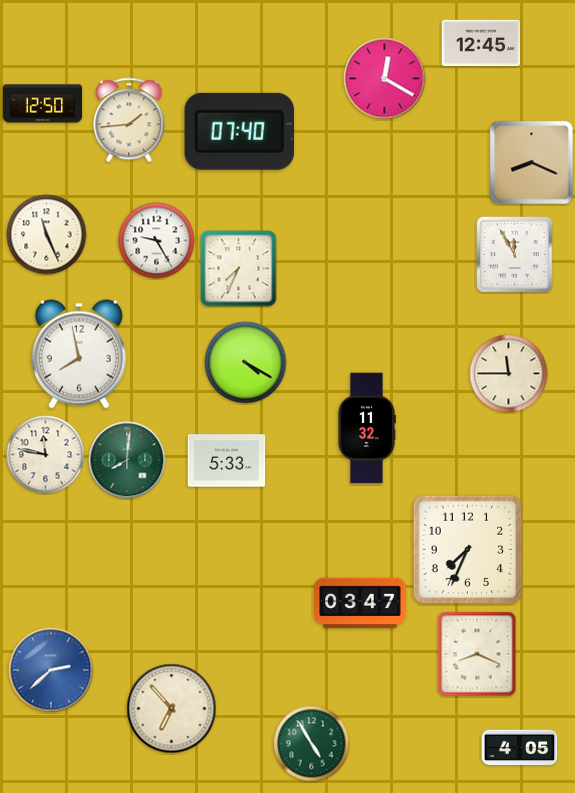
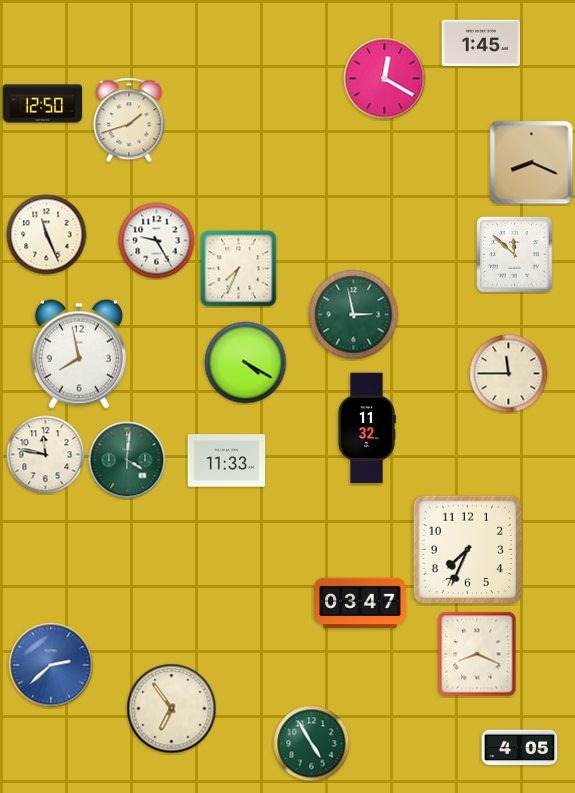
clock at (481, 43): 12:45 -> 1:45
clock at (129, 120): 1:44 -> 1:42
clock at (239, 131): 07:40 -> none
clock at (515, 255): 11:55 -> 11:52
clock at (354, 315): none -> 2:58
clock at (127, 460): 8:01 -> 4:01
clock at (227, 461): 5:33 -> 11:33
clock at (51, 670) position: (51, 670) -> (51, 665)
clock at (172, 709): 6:53 -> 6:54
